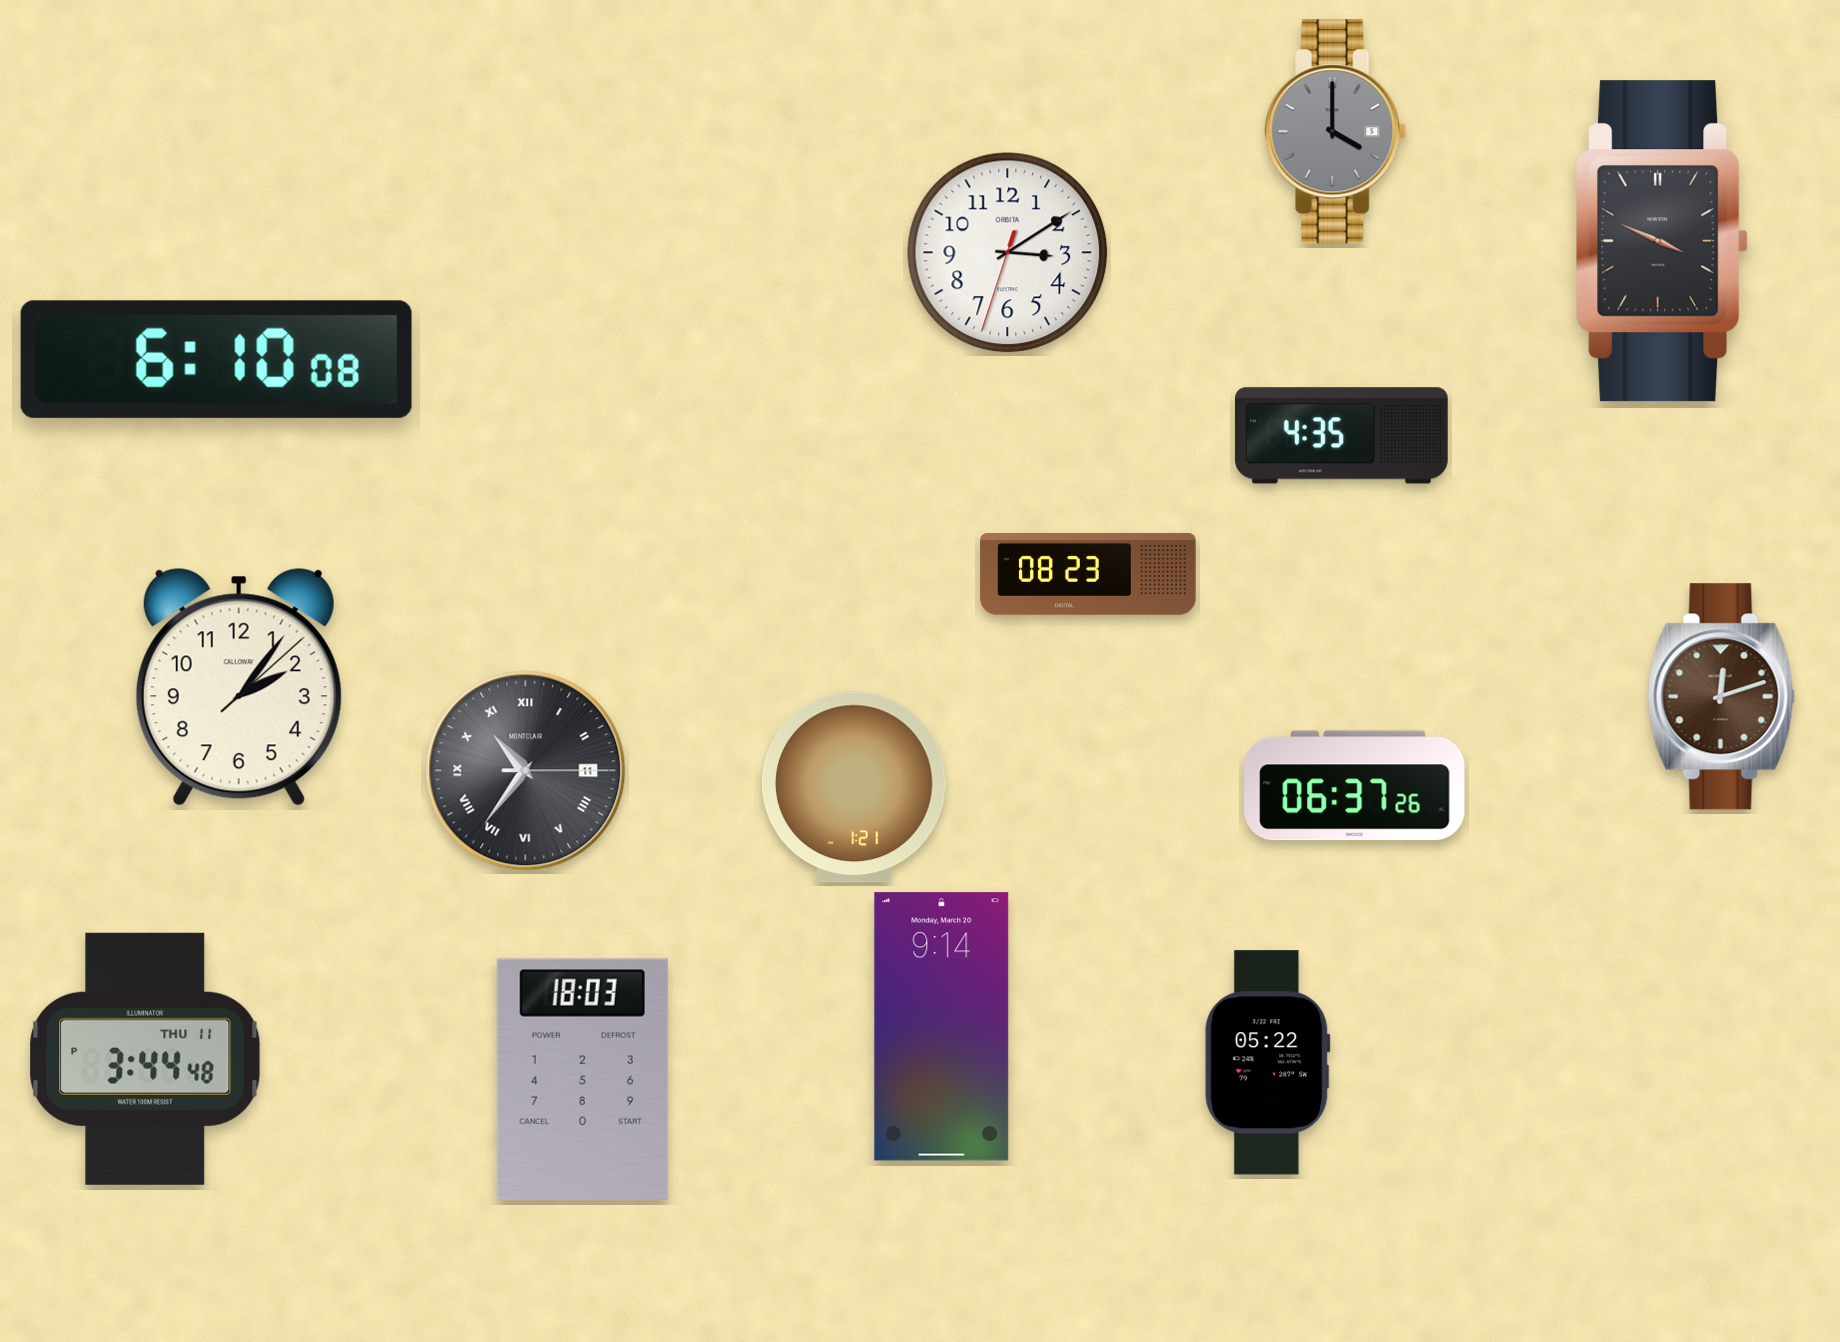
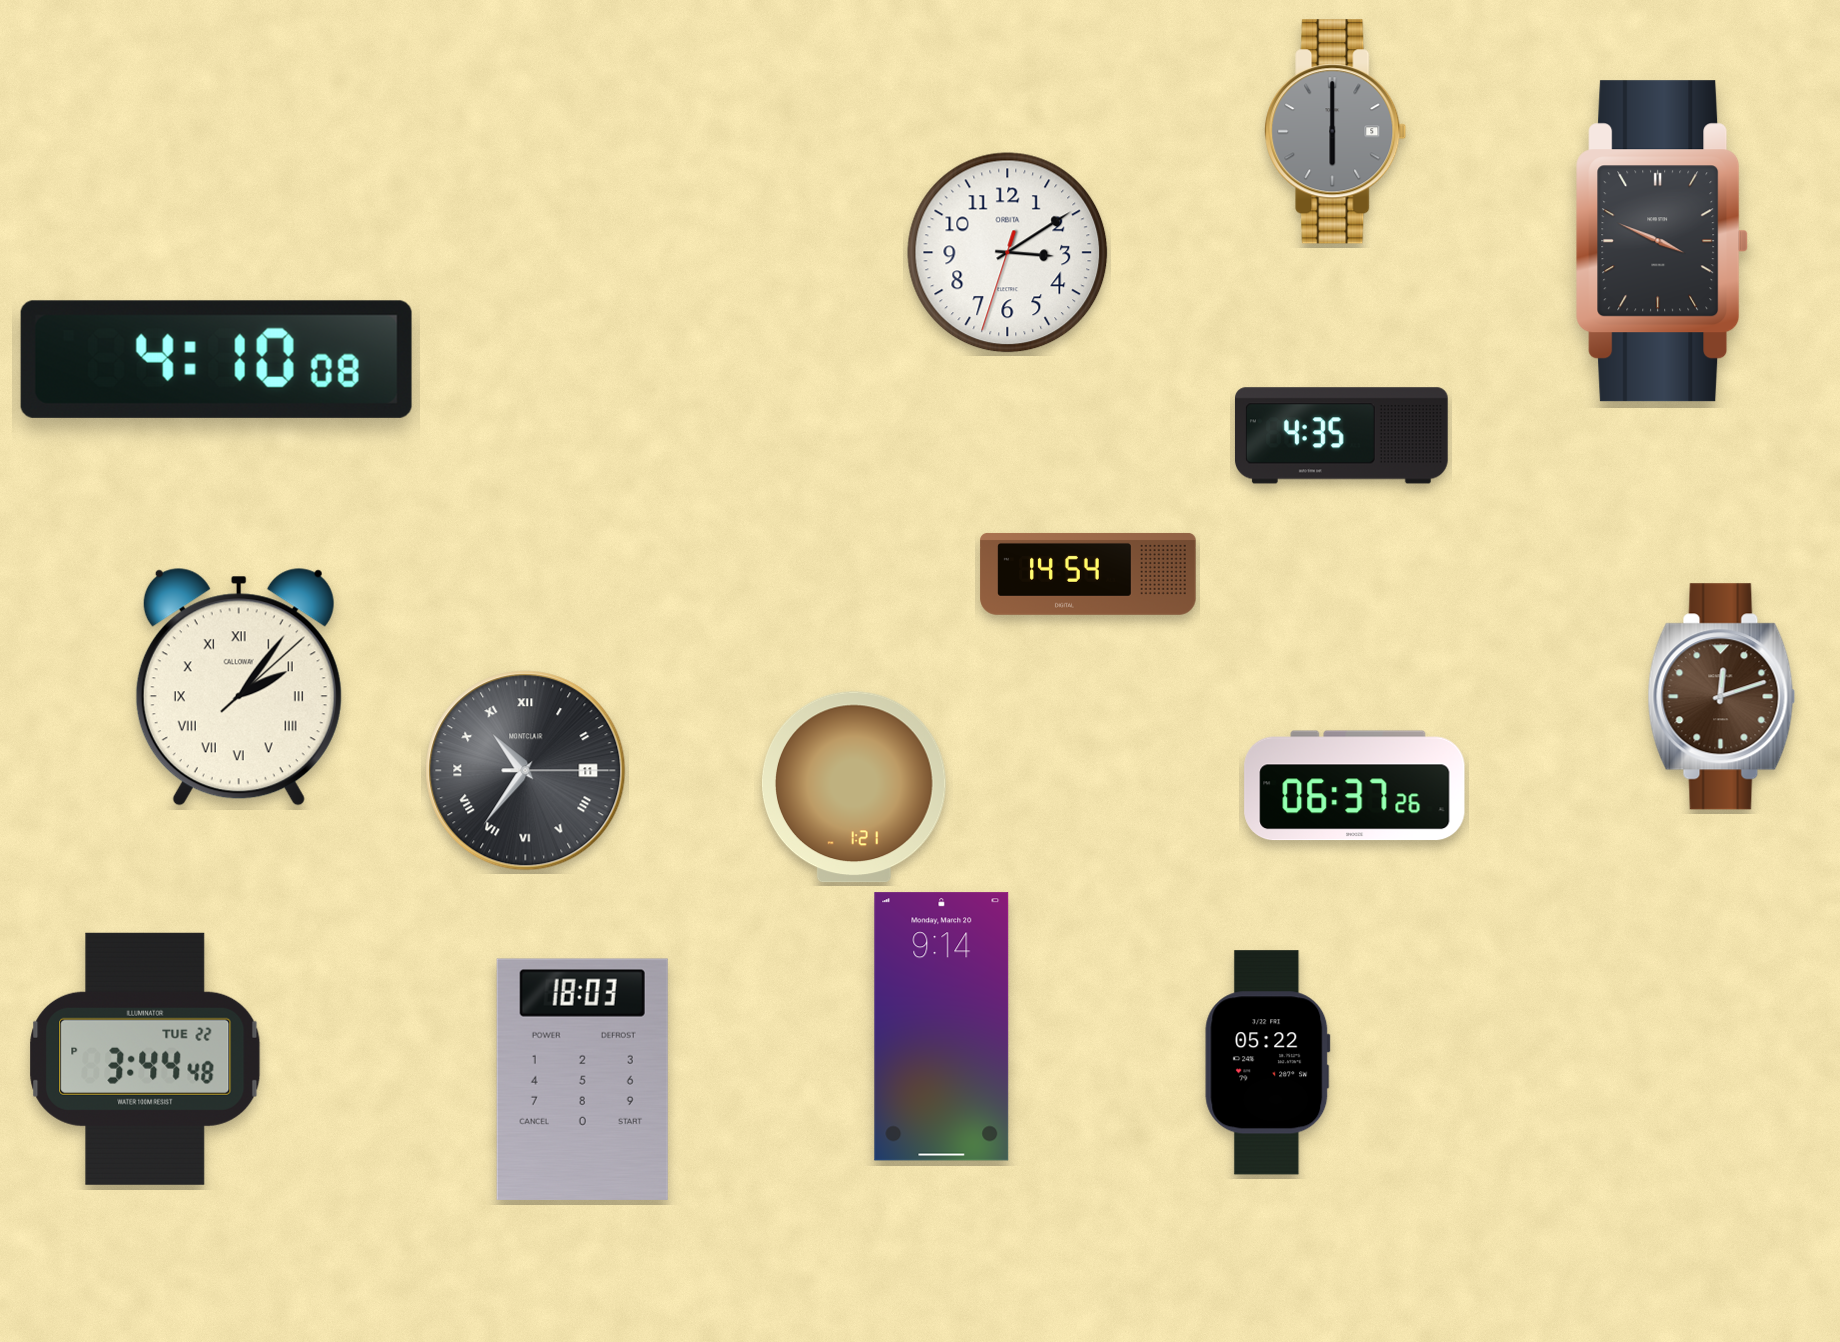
clock at (1336, 132): 4:00 -> 6:00
clock at (216, 359): 6:10 -> 4:10
clock at (1088, 574): 08:23 -> 14:54
clock at (239, 687) numerals: Arabic -> Roman
clock at (145, 1059) date: THU 11 -> TUE 22
